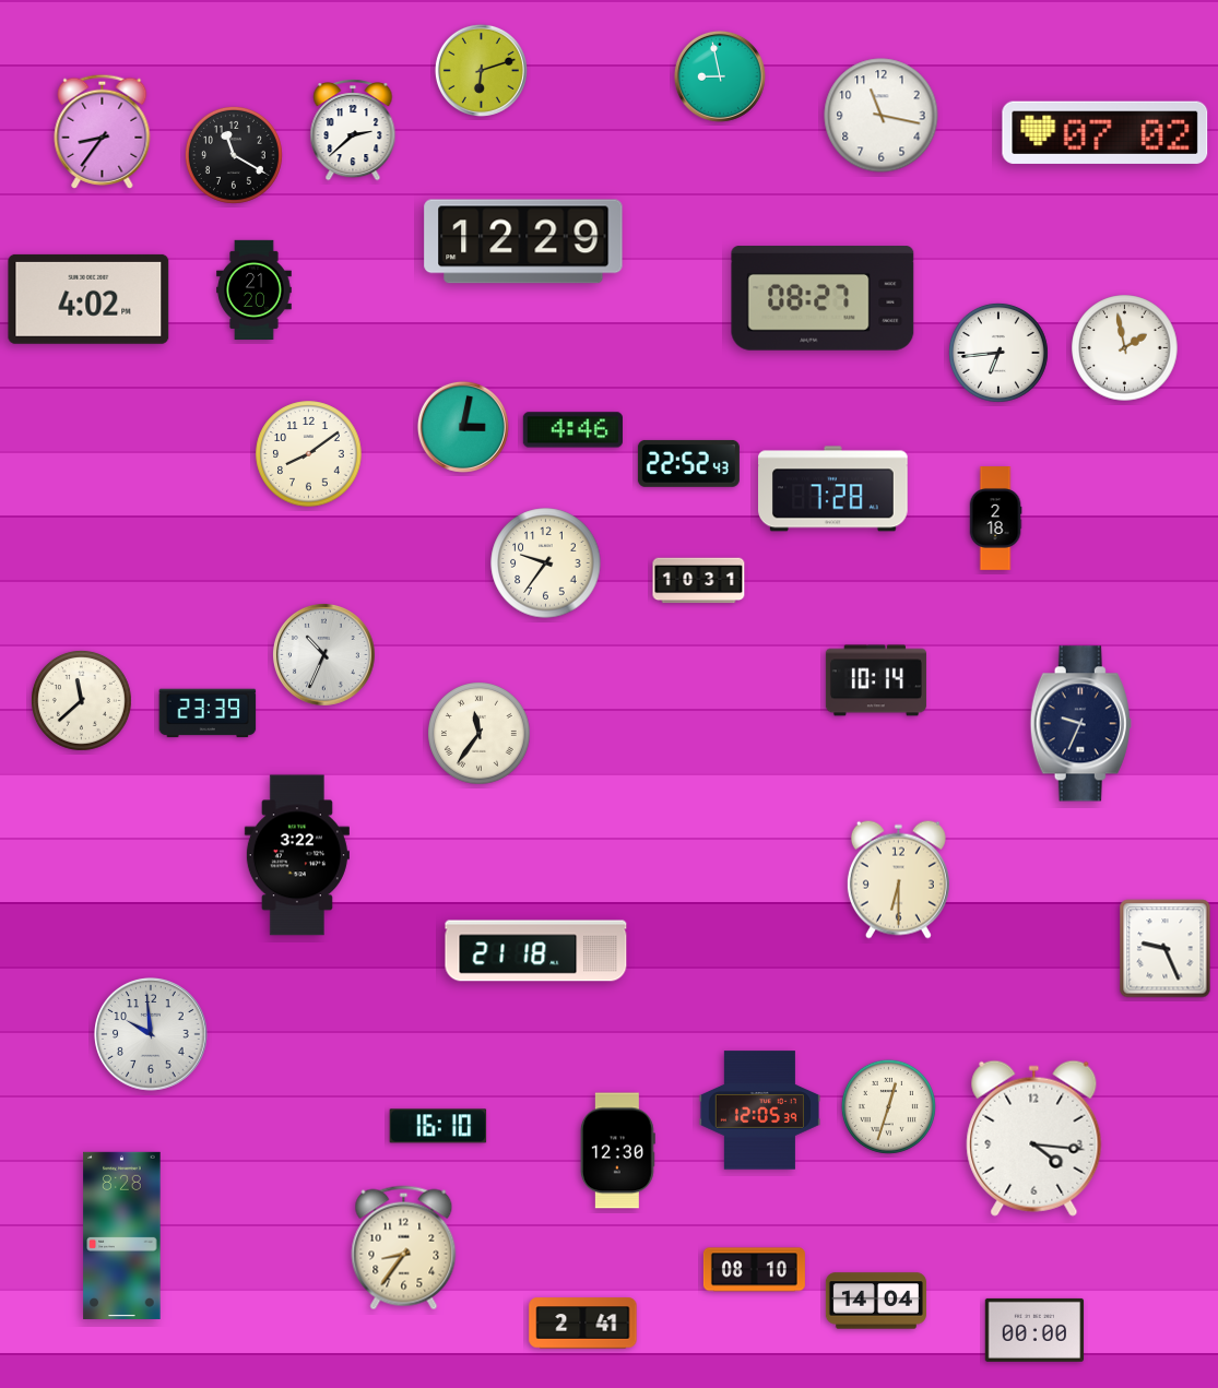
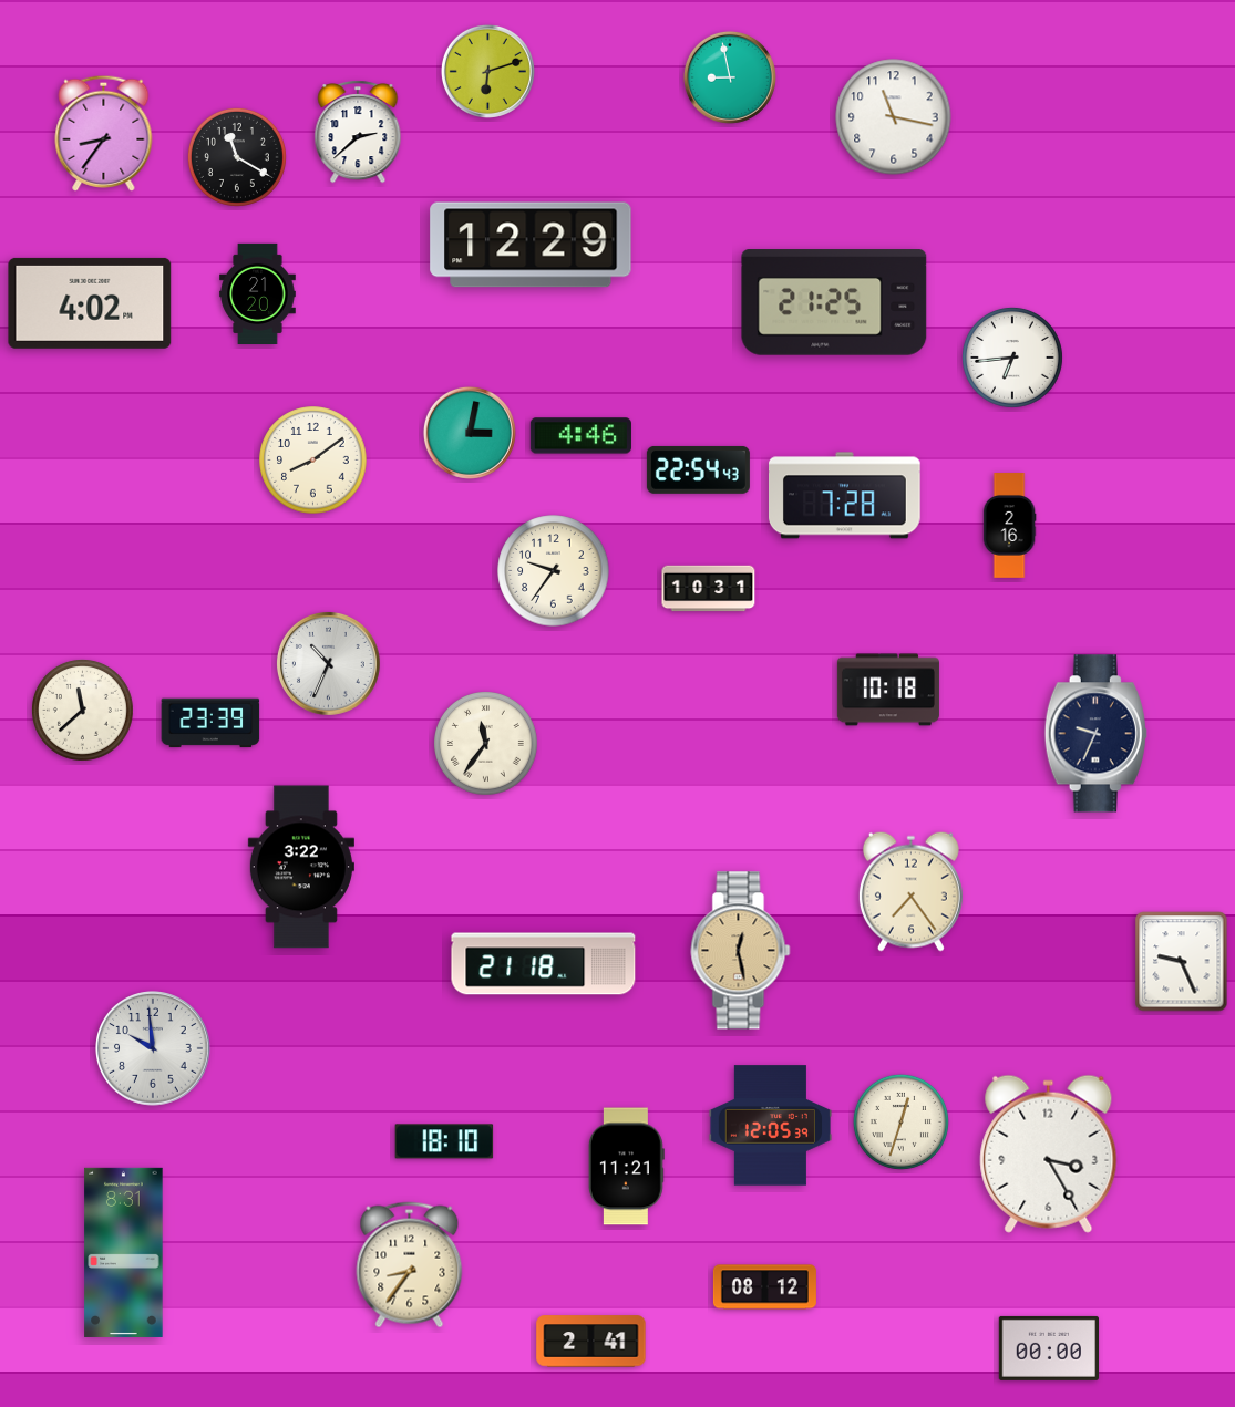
clock at (1105, 132): 07:02 -> none
clock at (823, 298): 08:27 -> 21:25
clock at (1125, 348): 1:58 -> none
clock at (688, 463): 22:52 -> 22:54
clock at (995, 519): 2:18 -> 2:16
clock at (876, 680): 10:14 -> 10:18
clock at (898, 879): 6:30 -> 7:24
clock at (741, 951): none -> 12:28
clock at (438, 1126): 16:10 -> 18:10
clock at (1034, 1138): 4:16 -> 3:25
clock at (617, 1151): 12:30 -> 11:21
clock at (122, 1235): 8:28 -> 8:31
clock at (754, 1270): 08:10 -> 08:12
clock at (876, 1301): 14:04 -> none
